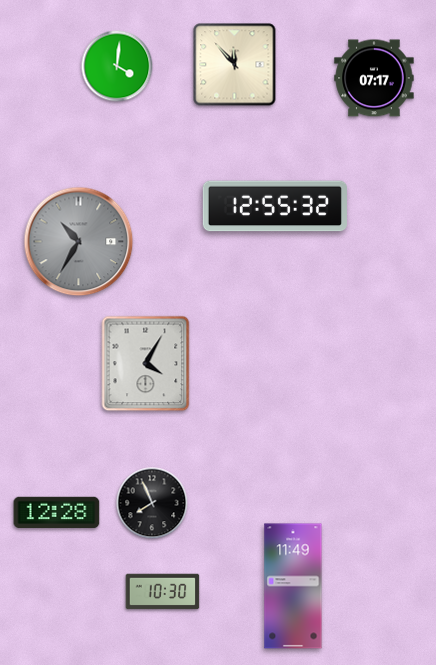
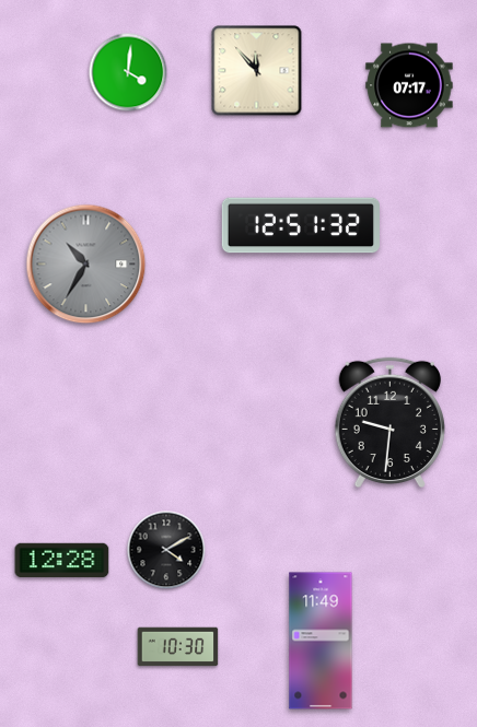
clock at (274, 206): 12:55 -> 12:51
clock at (146, 364): 4:05 -> none
clock at (389, 423): none -> 9:31
clock at (152, 503): 7:56 -> 4:10
